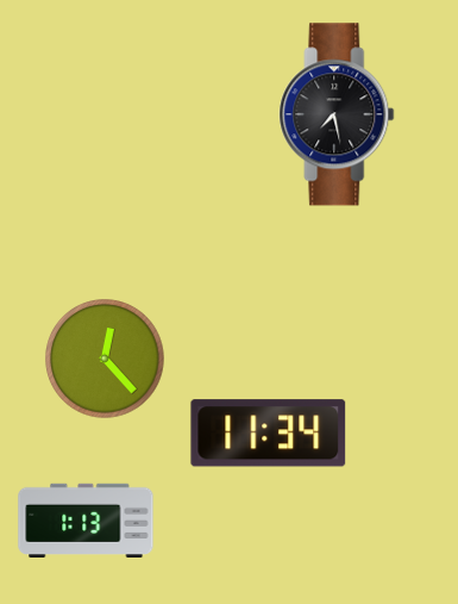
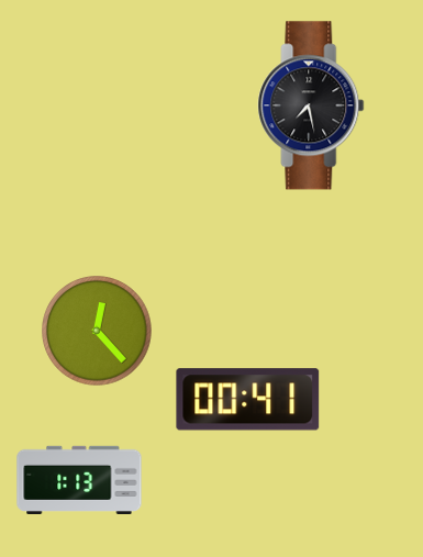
clock at (269, 434): 11:34 -> 00:41
